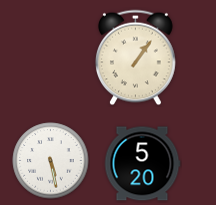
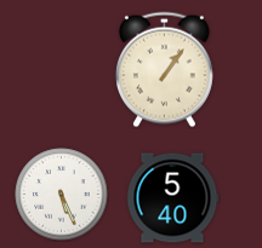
clock at (51, 161): 5:28 -> 5:26
clock at (142, 164): 5:20 -> 5:40
